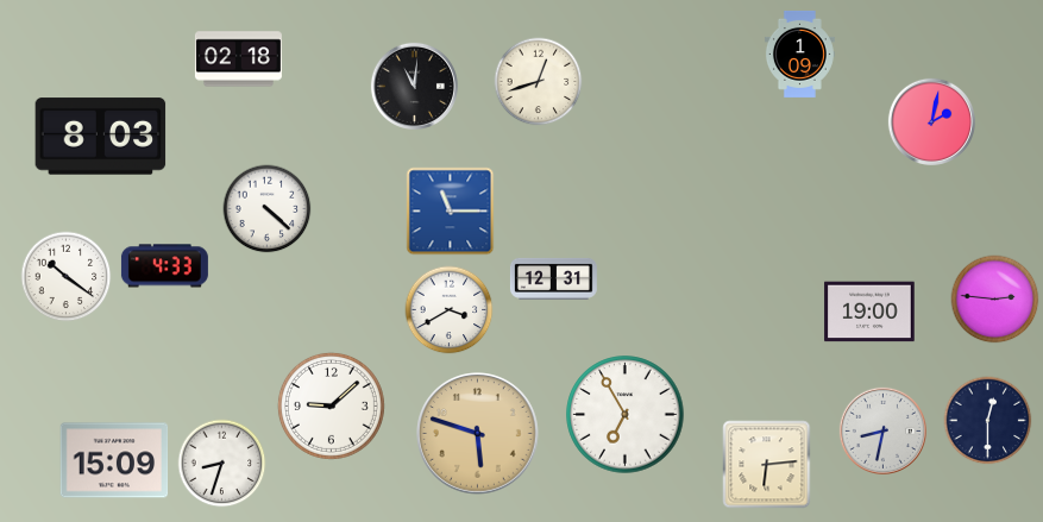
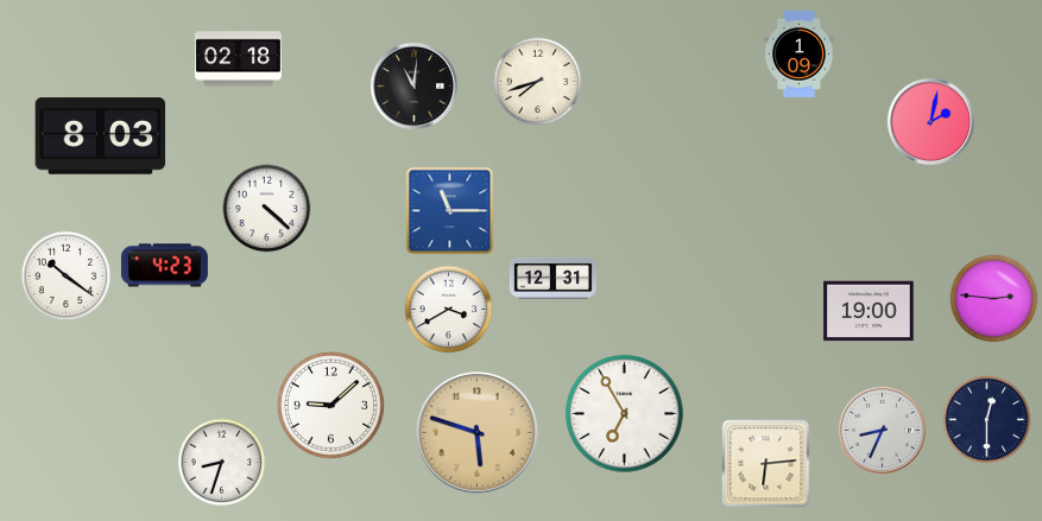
clock at (539, 82): 12:42 -> 7:42
clock at (164, 266): 4:33 -> 4:23
clock at (882, 430): 8:32 -> 8:34
clock at (114, 460): 15:09 -> none
